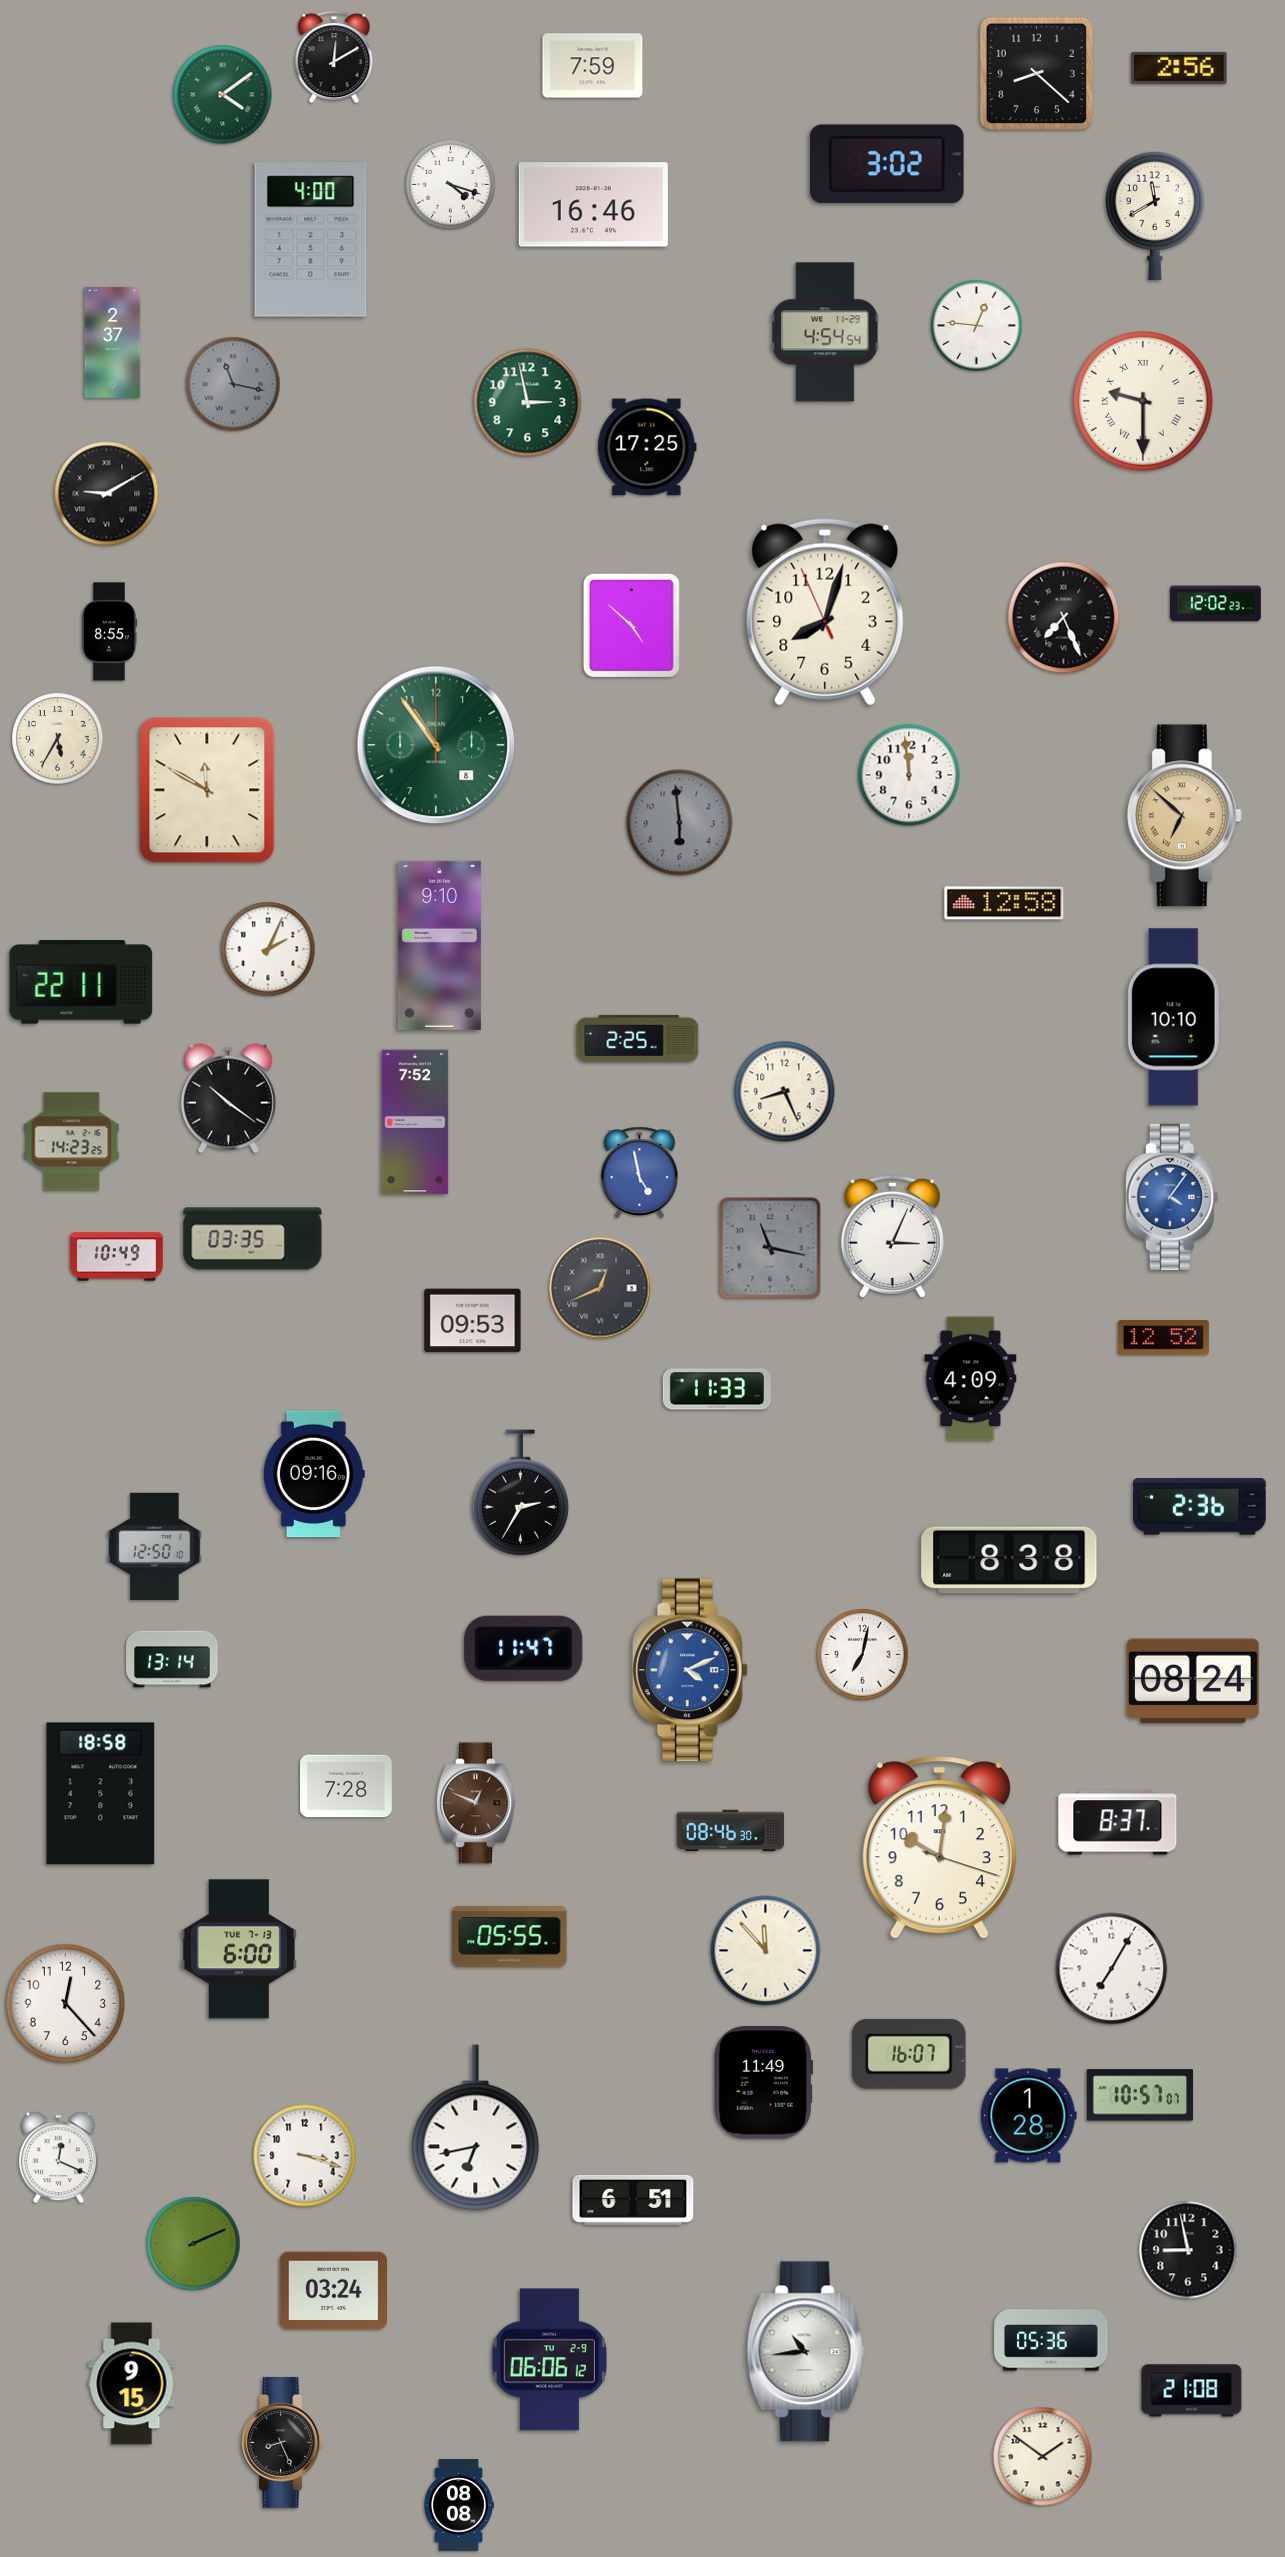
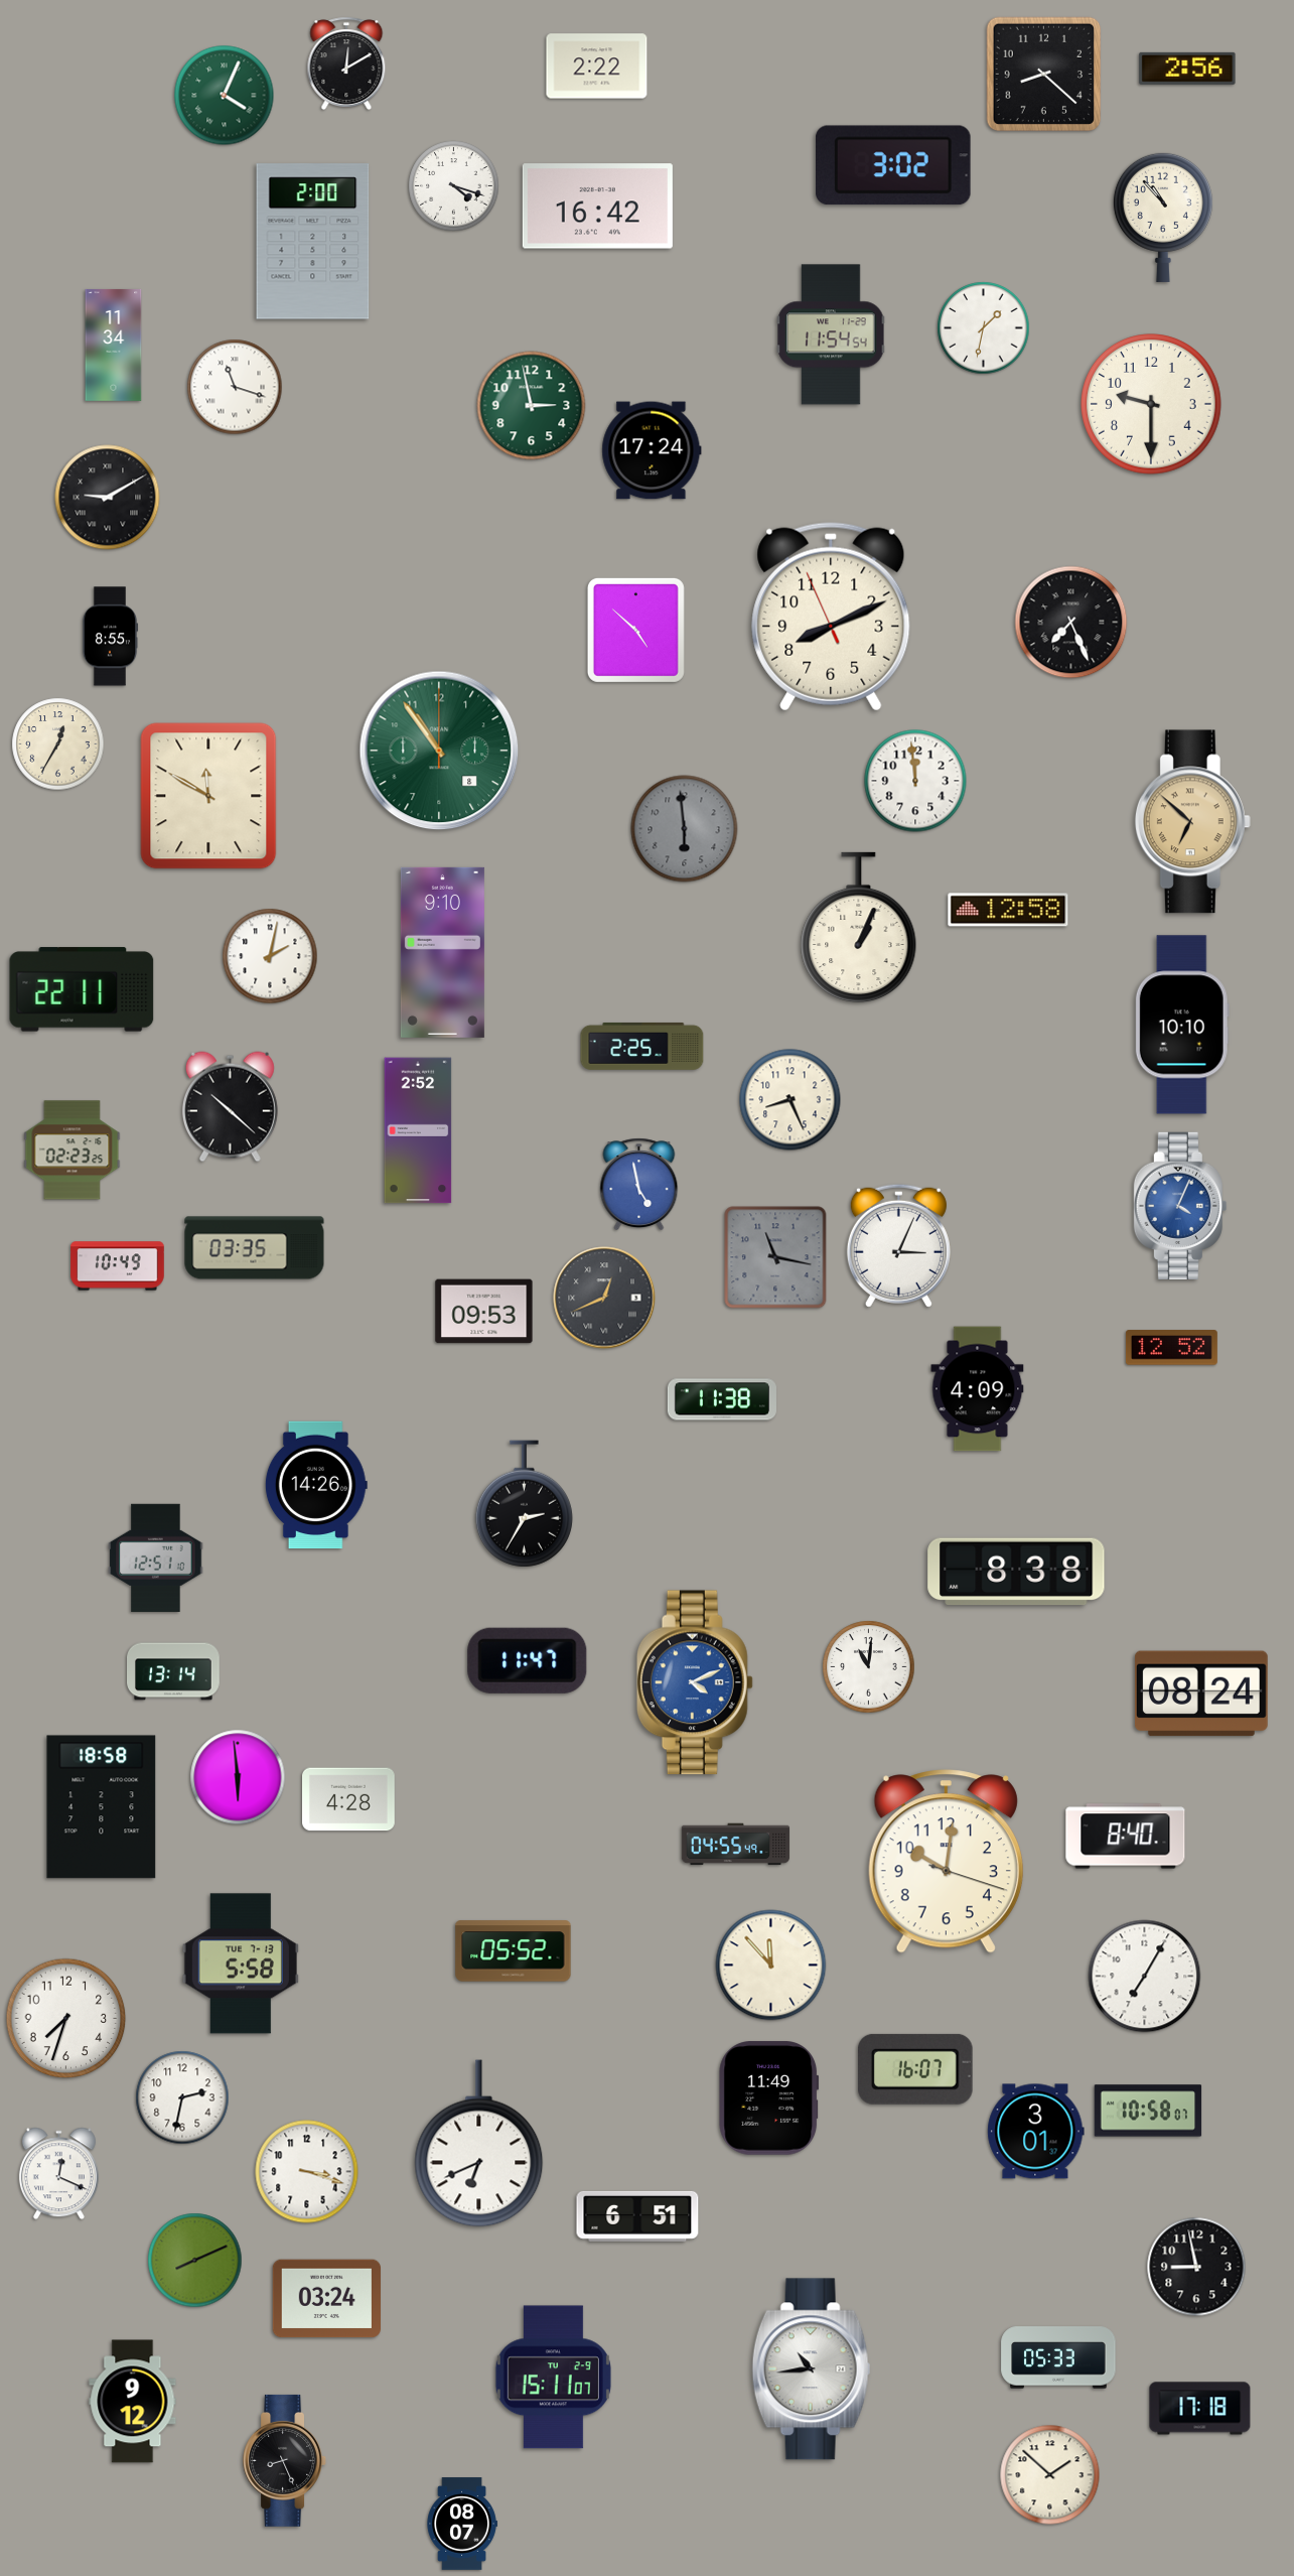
clock at (334, 57) position: (334, 57) -> (346, 63)
clock at (593, 66): 7:59 -> 2:22
clock at (223, 95): 4:09 -> 4:04
clock at (593, 205): 16:46 -> 16:42
clock at (1155, 215): 11:40 -> 10:53
clock at (311, 240): 4:00 -> 2:00
clock at (977, 326): 12:46 -> 1:32
clock at (825, 332): 4:54 -> 11:54
clock at (113, 342): 2:37 -> 11:34
clock at (233, 384): 11:17 -> 11:18
clock at (233, 384) dial: grey -> white
clock at (1144, 402) numerals: Roman -> Arabic
clock at (647, 447): 17:25 -> 17:24
clock at (1215, 604): 12:02 -> none
clock at (825, 612): 8:02 -> 8:10
clock at (58, 739): 5:35 -> 12:35
clock at (1004, 903) position: (1004, 903) -> (1008, 910)
clock at (859, 928): none -> 1:04
clock at (268, 949): 2:04 -> 2:02
clock at (228, 1099): 10:21 -> 10:22
clock at (415, 1122): 7:52 -> 2:52
clock at (72, 1142): 14:23 -> 02:23
clock at (640, 1172) position: (640, 1172) -> (639, 1184)
clock at (1172, 1196): 4:06 -> 4:04
clock at (473, 1321) position: (473, 1321) -> (484, 1312)
clock at (717, 1389): 11:33 -> 11:38
clock at (314, 1474): 09:16 -> 14:26
clock at (1200, 1507): 2:36 -> none
clock at (155, 1546): 12:50 -> 12:51
clock at (863, 1655): 7:02 -> 11:01
clock at (238, 1777): none -> 5:59
clock at (347, 1786): 7:28 -> 4:28
clock at (476, 1803): 12:49 -> none
clock at (1118, 1823): 8:37 -> 8:40
clock at (731, 1831): 08:46 -> 04:55
clock at (510, 1937): 05:55 -> 05:52
clock at (239, 1949): 6:00 -> 5:58
clock at (1112, 1969) position: (1112, 1969) -> (1145, 1977)
clock at (66, 2004): 12:23 -> 7:33
clock at (182, 2097): none -> 2:32
clock at (1140, 2095): 10:57 -> 10:58
clock at (1029, 2116): 1:28 -> 3:01
clock at (476, 2128): 6:43 -> 6:41
clock at (194, 2244): 2:11 -> 8:11
clock at (333, 2291) position: (333, 2291) -> (326, 2299)
clock at (1051, 2340): 05:36 -> 05:33
clock at (549, 2360): 06:06 -> 15:11
clock at (132, 2384): 9:15 -> 9:12
clock at (1192, 2391): 21:08 -> 17:18
clock at (1043, 2457): 1:51 -> 1:52
clock at (459, 2505): 08:08 -> 08:07
